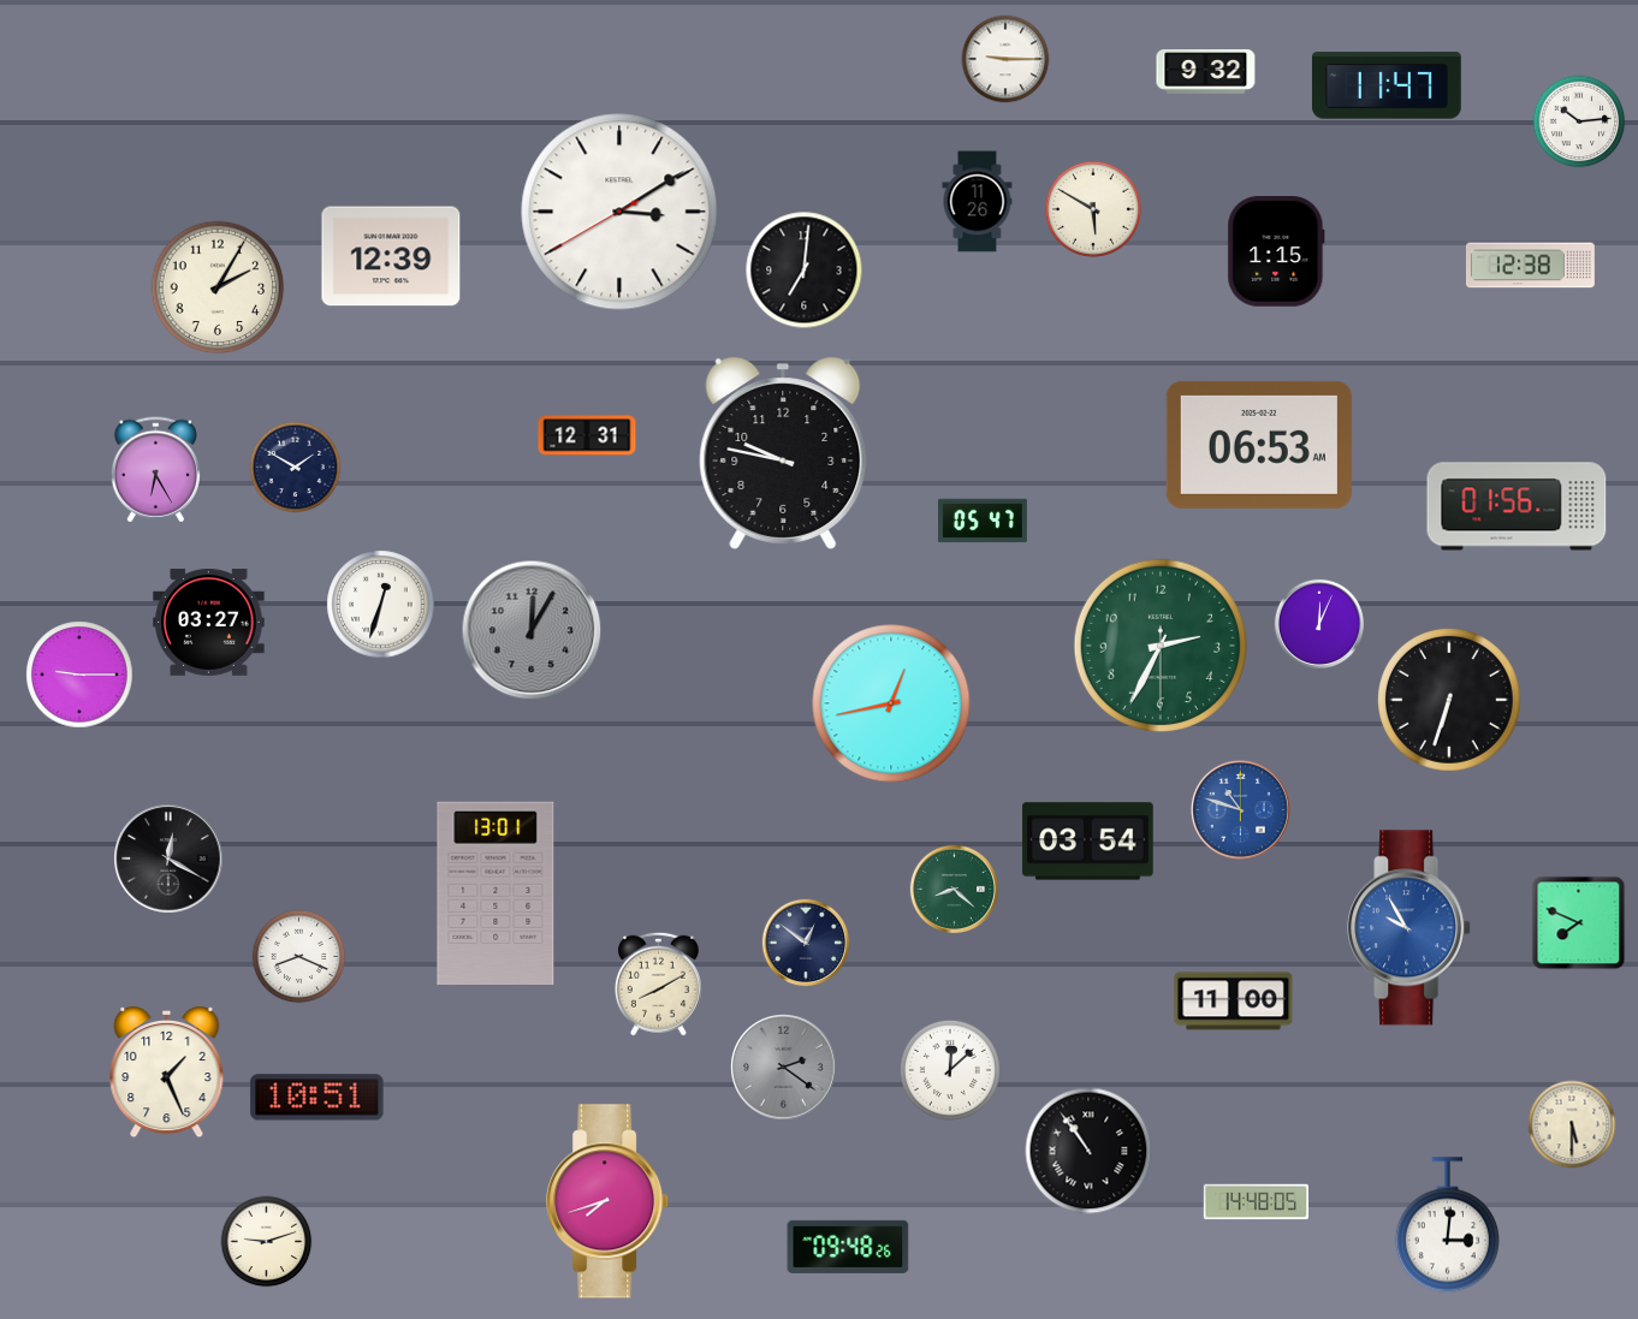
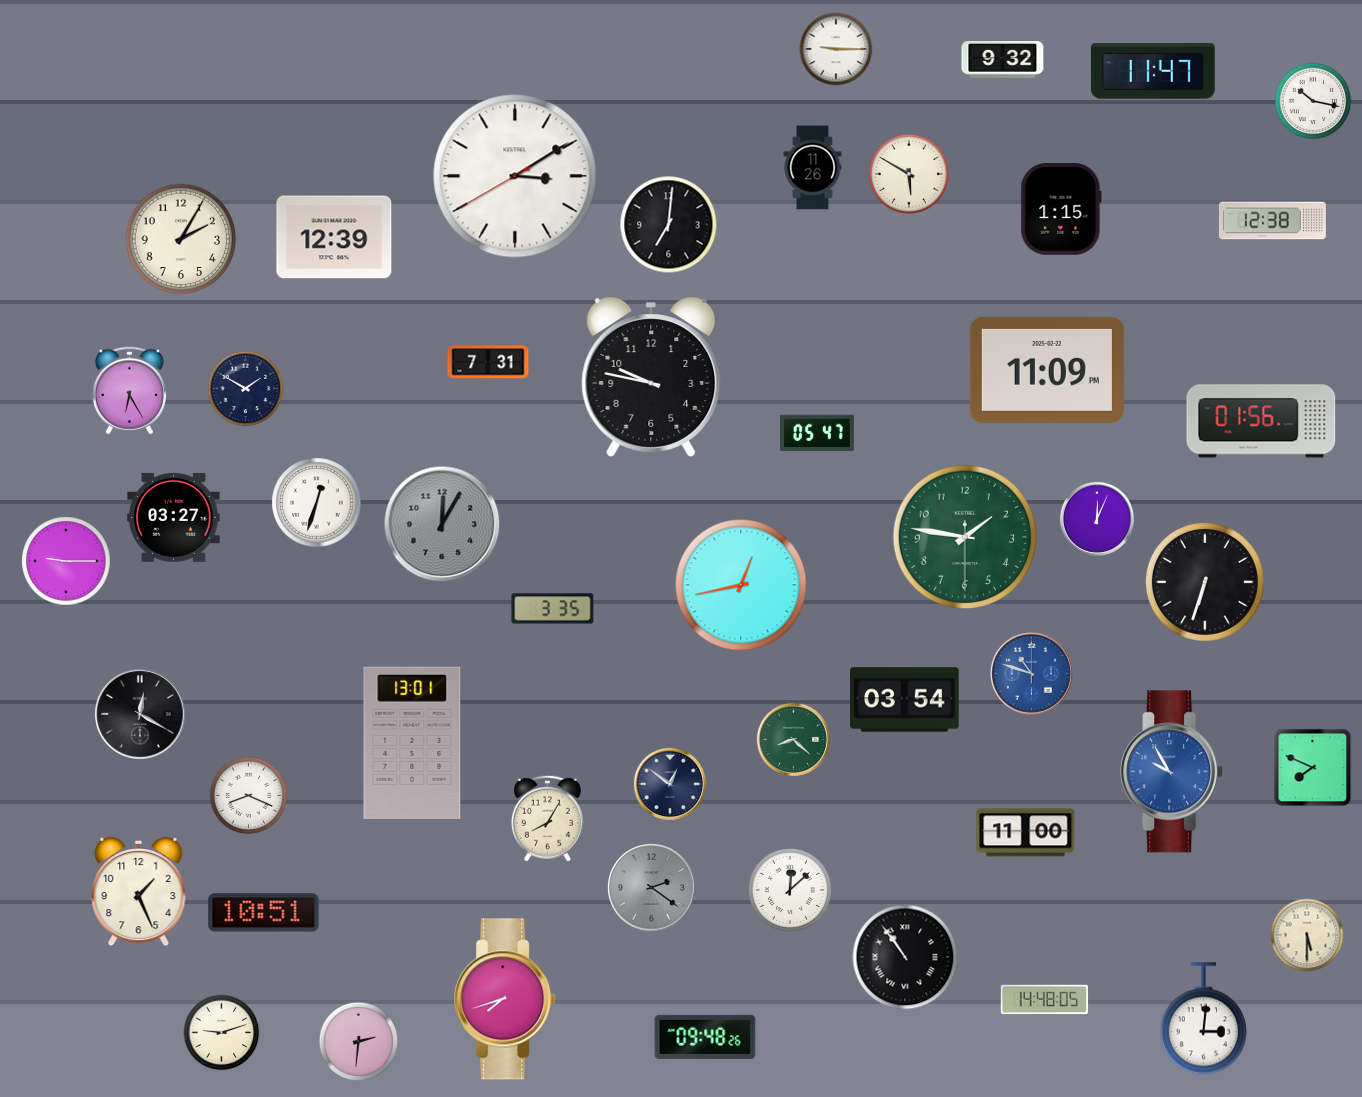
clock at (1579, 121): 10:14 -> 10:17
clock at (391, 256) position: (391, 256) -> (334, 237)
clock at (587, 435): 12:31 -> 7:31
clock at (1259, 445): 06:53 -> 11:09
clock at (1159, 644): 2:34 -> 1:46
clock at (553, 609): none -> 3:35
clock at (658, 984): 8:10 -> 8:05
clock at (359, 1042): none -> 2:31
